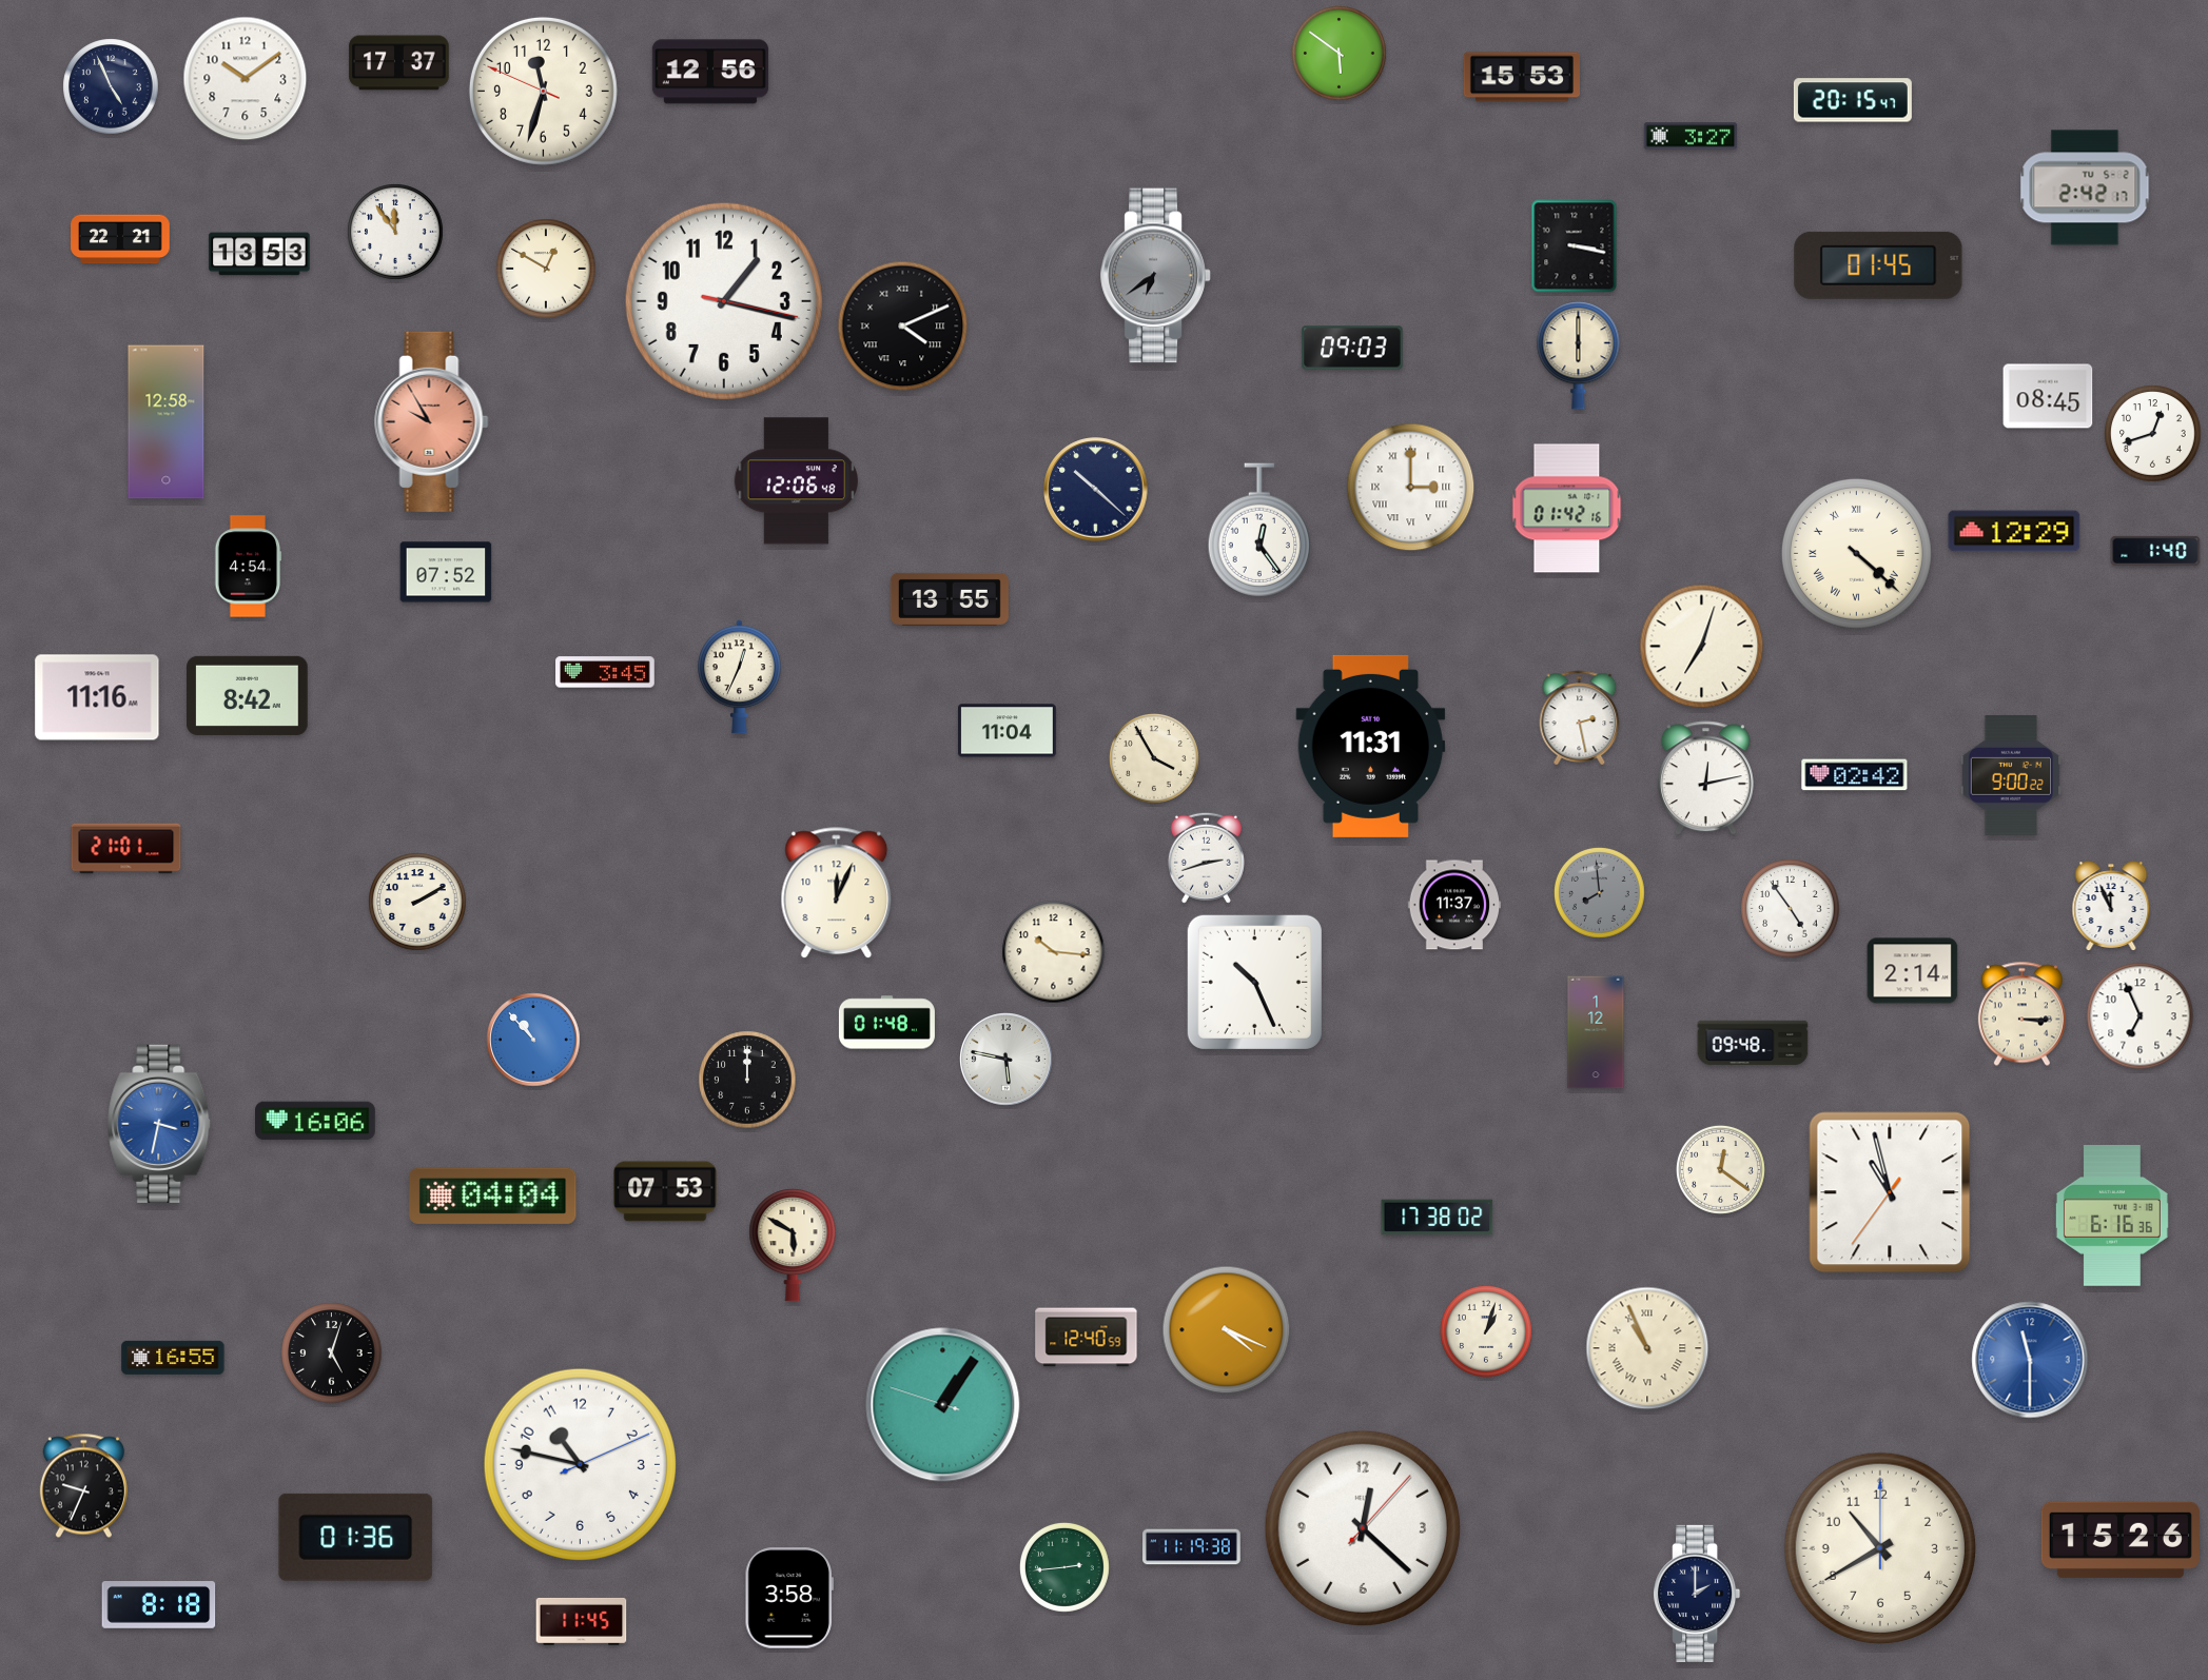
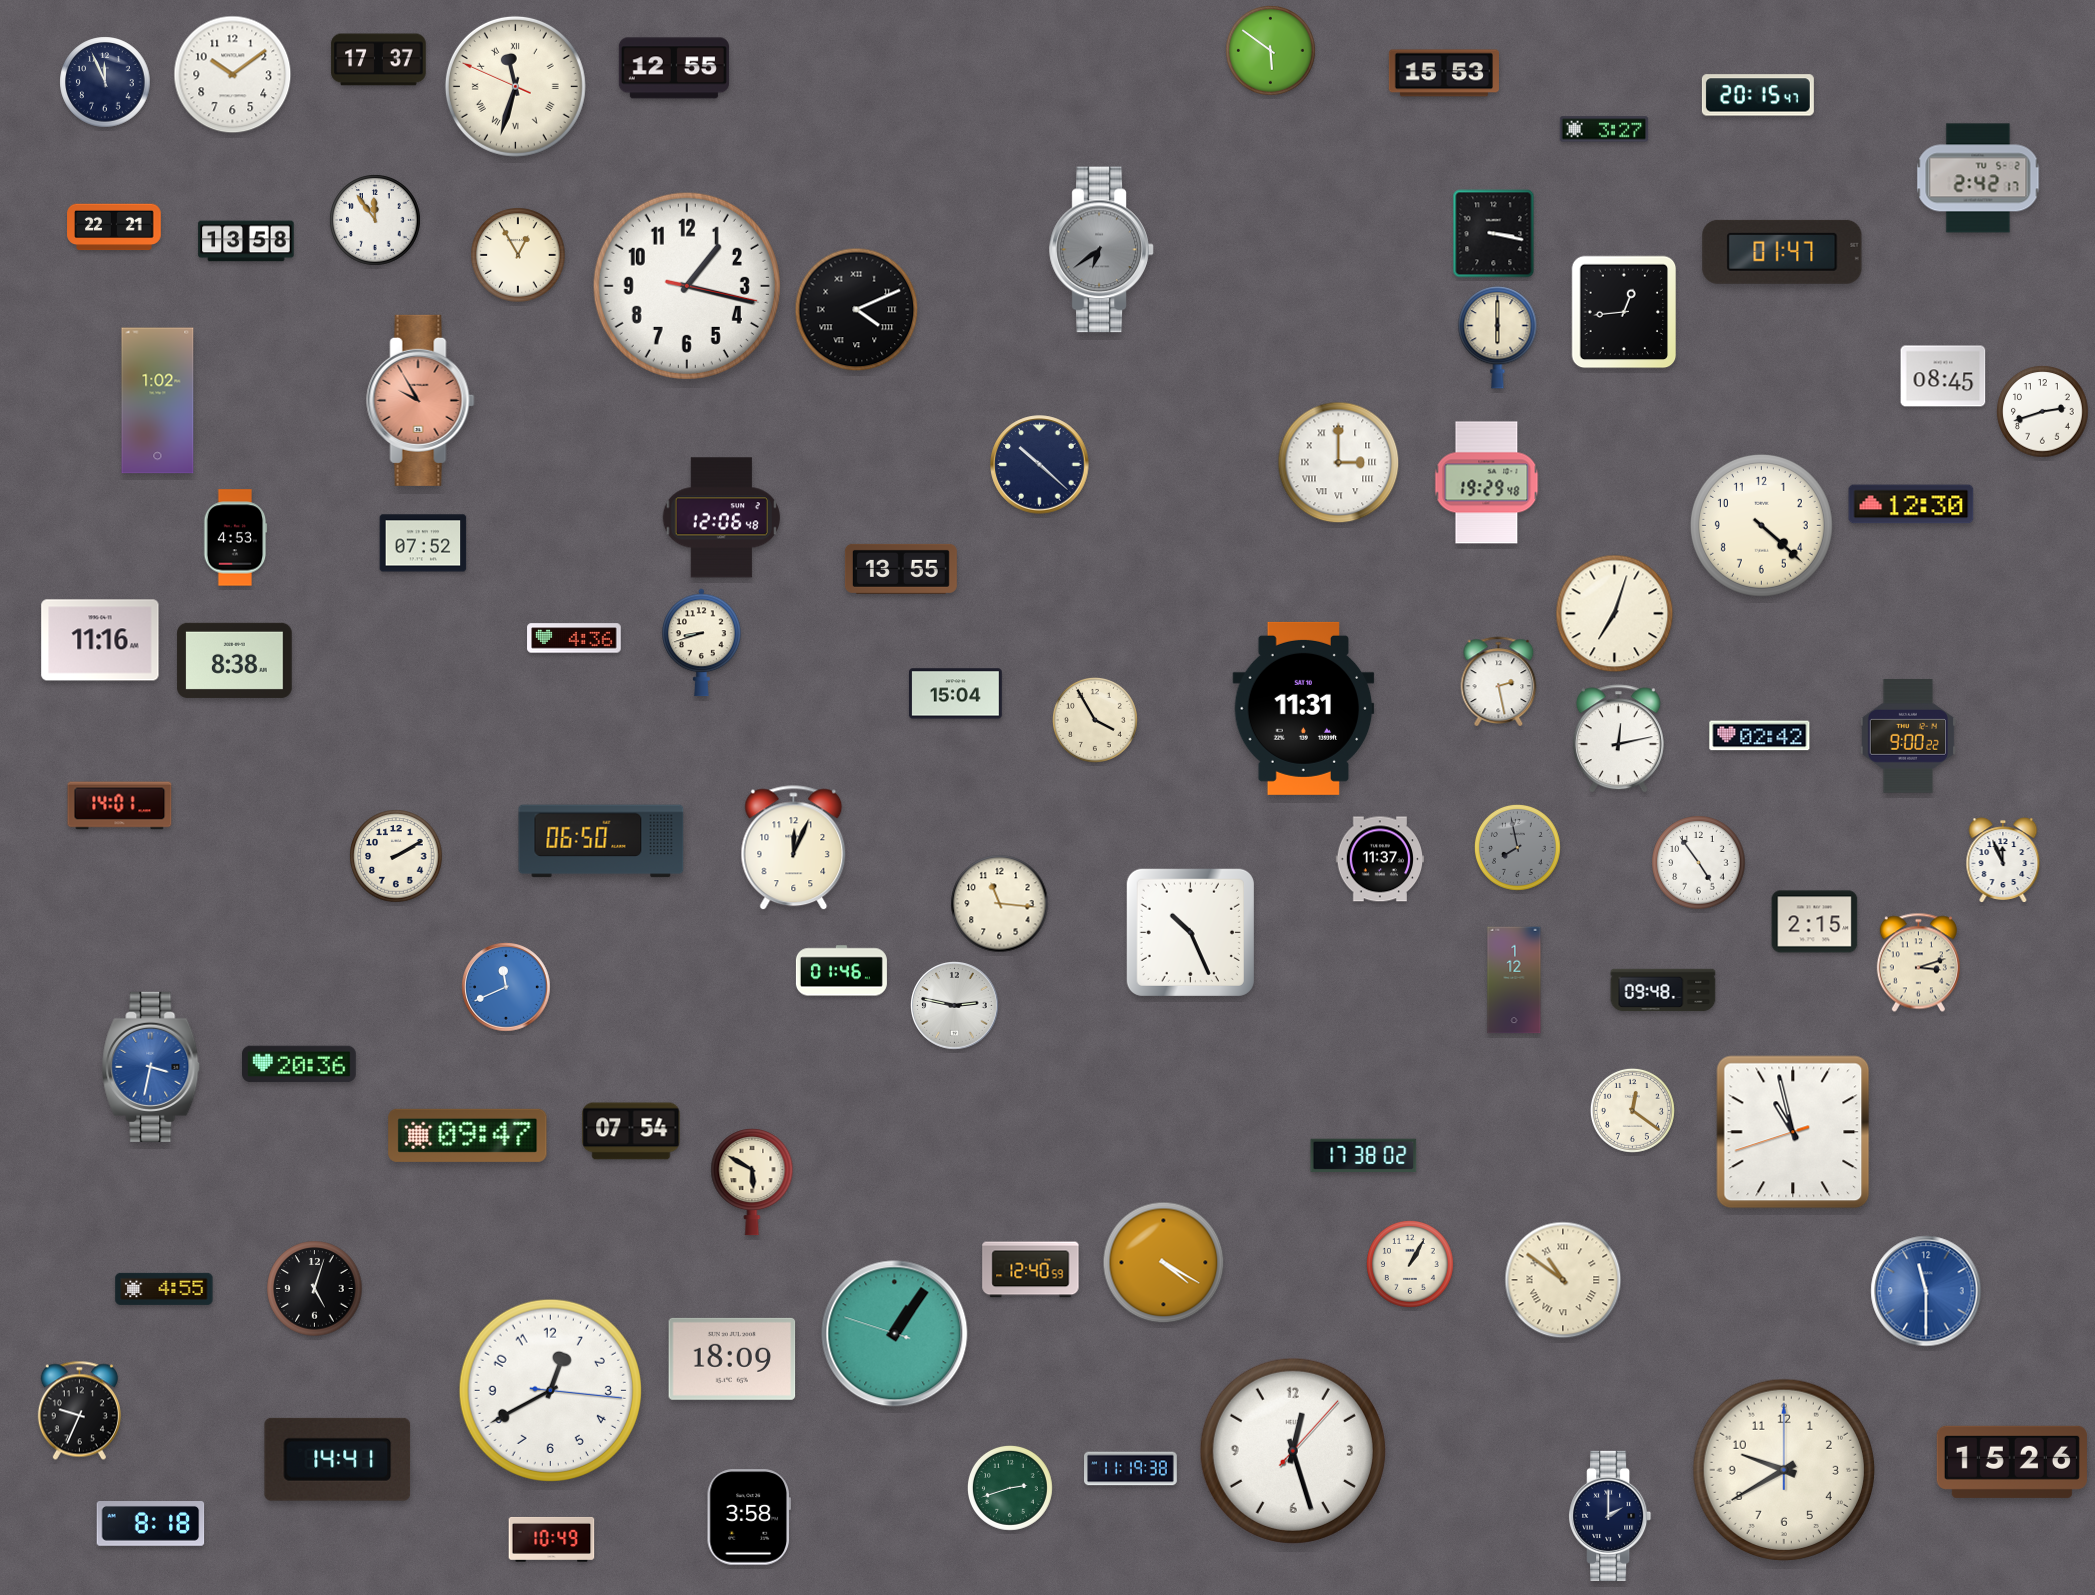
clock at (710, 72): 12:56 -> 12:55
clock at (111, 86): 4:56 -> 11:56
clock at (543, 91) numerals: Arabic -> Roman
clock at (259, 254): 13:53 -> 13:58
clock at (1878, 265): 01:45 -> 01:47
clock at (546, 269): 12:50 -> 12:55
clock at (1156, 276) position: (1156, 276) -> (1102, 250)
clock at (1624, 312): none -> 12:44
clock at (1352, 348): 09:03 -> none
clock at (432, 421) position: (432, 421) -> (421, 400)
clock at (167, 422): 12:58 -> 1:02
clock at (2153, 434): 12:42 -> 2:42
clock at (796, 481) position: (796, 481) -> (721, 518)
clock at (1567, 509): 01:42 -> 19:29
clock at (1258, 530): 12:24 -> none
clock at (2014, 531): 12:29 -> 12:30
clock at (2155, 551): 1:40 -> none
clock at (1856, 553) numerals: Roman -> Arabic
clock at (248, 567): 4:54 -> 4:53
clock at (605, 672): 3:45 -> 4:36
clock at (740, 677): 12:34 -> 8:42
clock at (248, 695): 8:42 -> 8:38
clock at (97, 697) position: (97, 697) -> (100, 640)
clock at (1007, 731): 11:04 -> 15:04
clock at (1371, 746) position: (1371, 746) -> (1304, 708)
clock at (126, 849): 21:01 -> 14:01
clock at (1206, 857): 2:42 -> none
clock at (601, 841): none -> 06:50
clock at (1599, 892): 7:59 -> 7:58
clock at (1054, 952): 10:16 -> 11:16
clock at (1913, 971): 2:14 -> 2:15
clock at (2021, 1014): 3:15 -> 3:12
clock at (2141, 1016): 6:56 -> none
clock at (886, 1023): 01:48 -> 01:46
clock at (533, 1040): 10:53 -> 11:41
clock at (1007, 1060): 5:47 -> 2:47
clock at (747, 1080): 12:00 -> none
clock at (316, 1121): 16:06 -> 20:36
clock at (665, 1191): 07:53 -> 07:54
clock at (1890, 1192): 10:57:36 -> 10:57:42
clock at (493, 1195): 04:04 -> 09:47
clock at (2112, 1217): 6:16 -> none
clock at (1227, 1330): 4:19 -> 4:20
clock at (1487, 1332): 1:03 -> 1:05
clock at (1647, 1348): 10:56 -> 10:51
clock at (332, 1353) position: (332, 1353) -> (315, 1289)
clock at (173, 1358): 16:55 -> 4:55
clock at (732, 1359): none -> 18:09
clock at (580, 1464): 10:47 -> 12:40
clock at (1363, 1528): 12:22 -> 12:27
clock at (356, 1537): 01:36 -> 14:41
clock at (1879, 1547): 10:40 -> 9:40
clock at (1064, 1567): 2:44 -> 2:42
clock at (1697, 1594) position: (1697, 1594) -> (1610, 1516)
clock at (582, 1621): 11:45 -> 10:49
